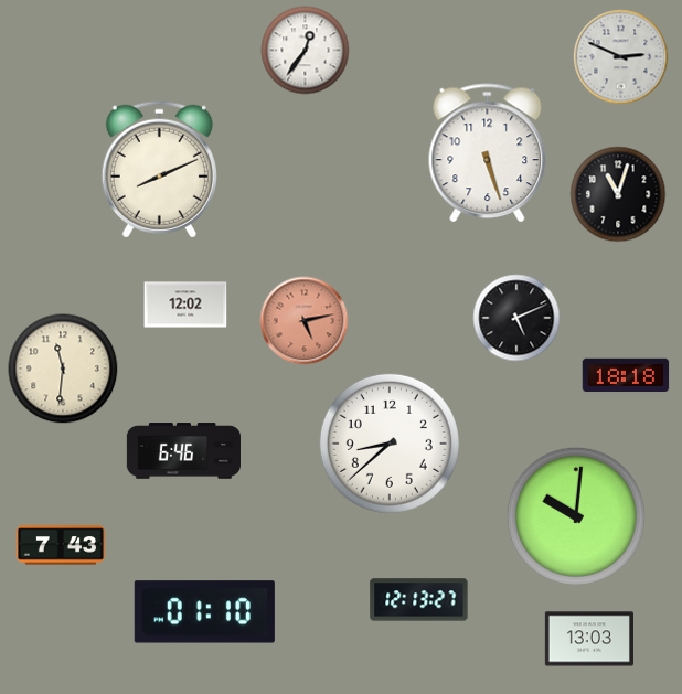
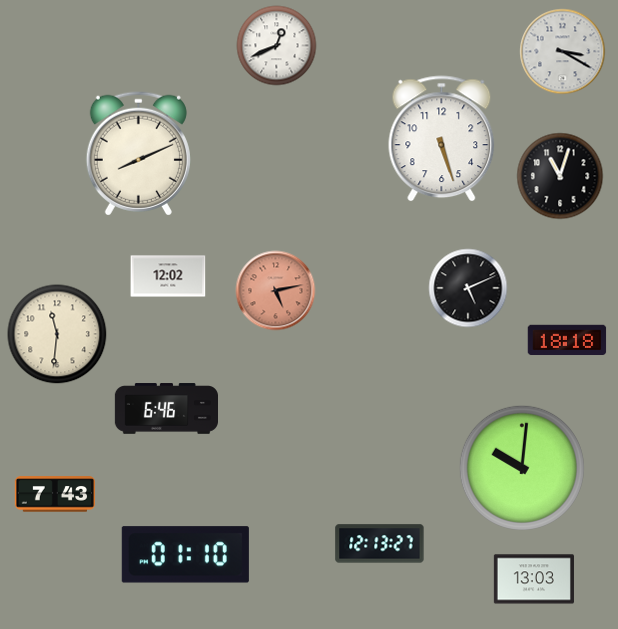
clock at (306, 51): 12:36 -> 12:41
clock at (621, 57): 2:49 -> 3:20
clock at (159, 169) position: (159, 169) -> (138, 153)
clock at (390, 444): 8:38 -> none
